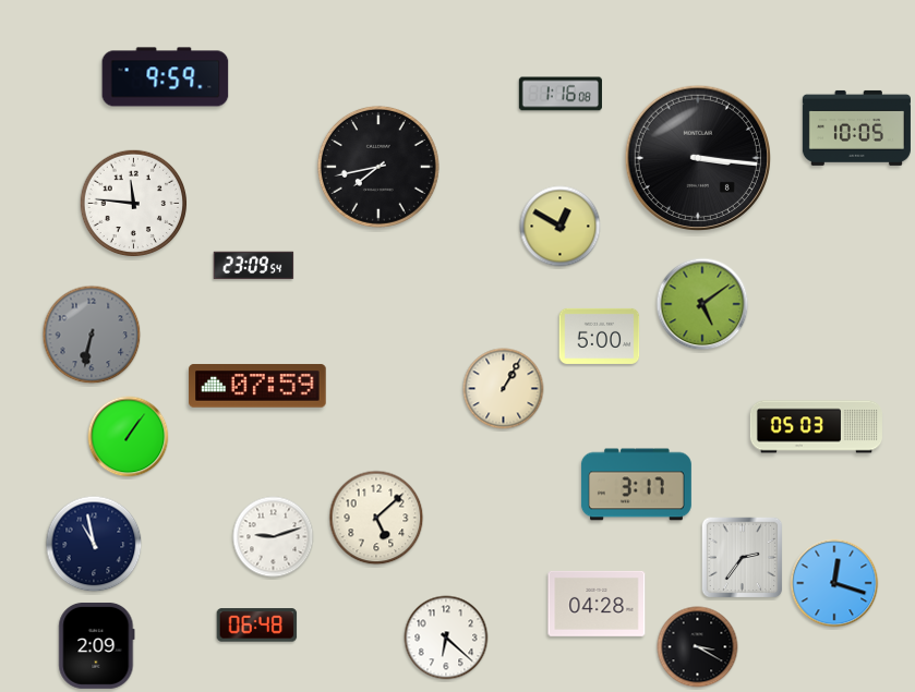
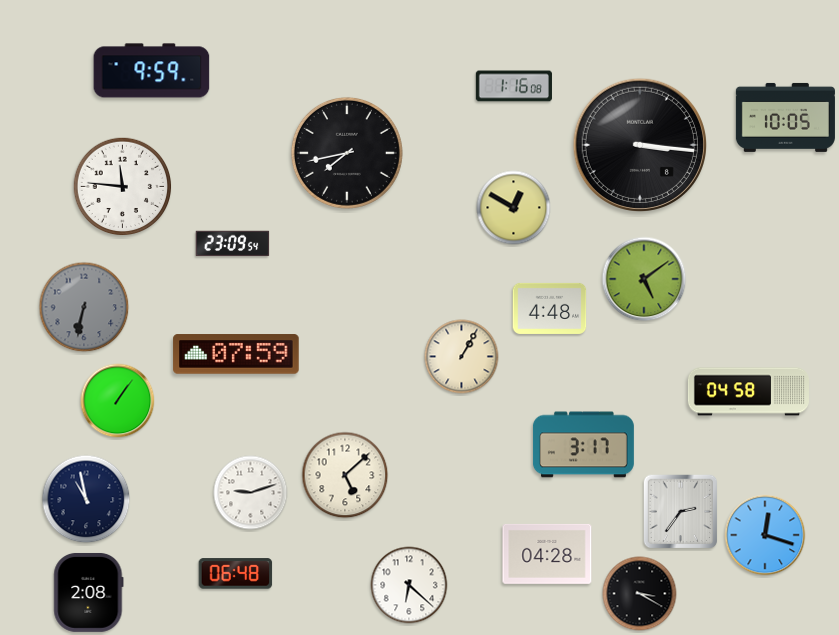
clock at (600, 336): 5:00 -> 4:48
clock at (816, 427): 05:03 -> 04:58
clock at (97, 645): 2:09 -> 2:08
